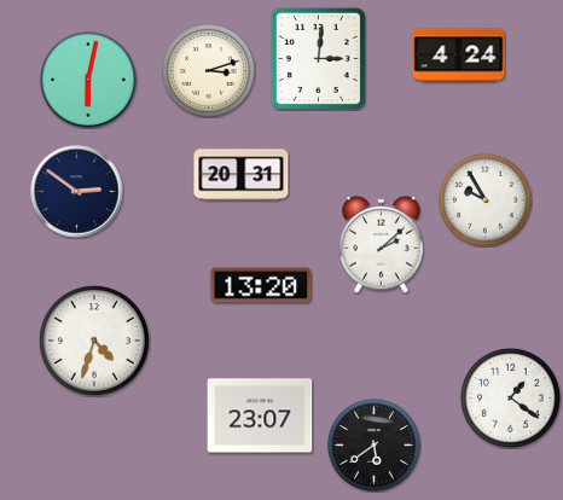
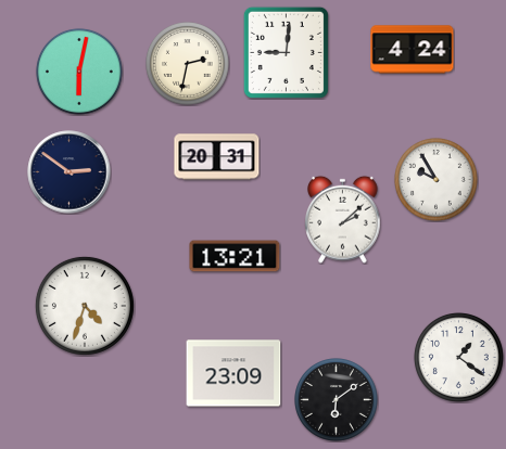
clock at (318, 58): 3:01 -> 9:01
clock at (209, 71): 3:12 -> 2:32
clock at (261, 285): 13:20 -> 13:21
clock at (260, 415): 23:07 -> 23:09
clock at (375, 446): 5:39 -> 6:09
